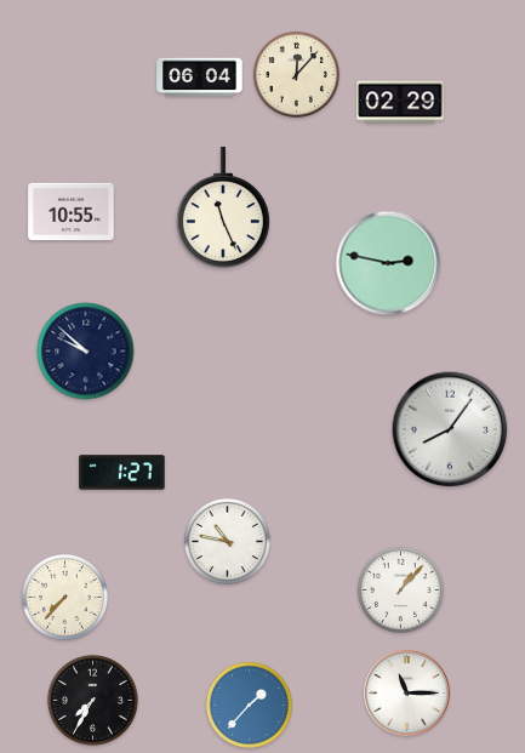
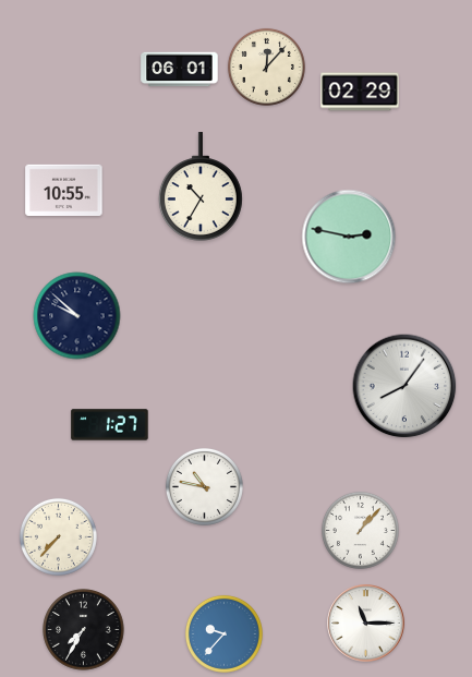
clock at (200, 78): 06:04 -> 06:01
clock at (223, 207): 11:26 -> 10:35
clock at (249, 704): 1:37 -> 9:37
